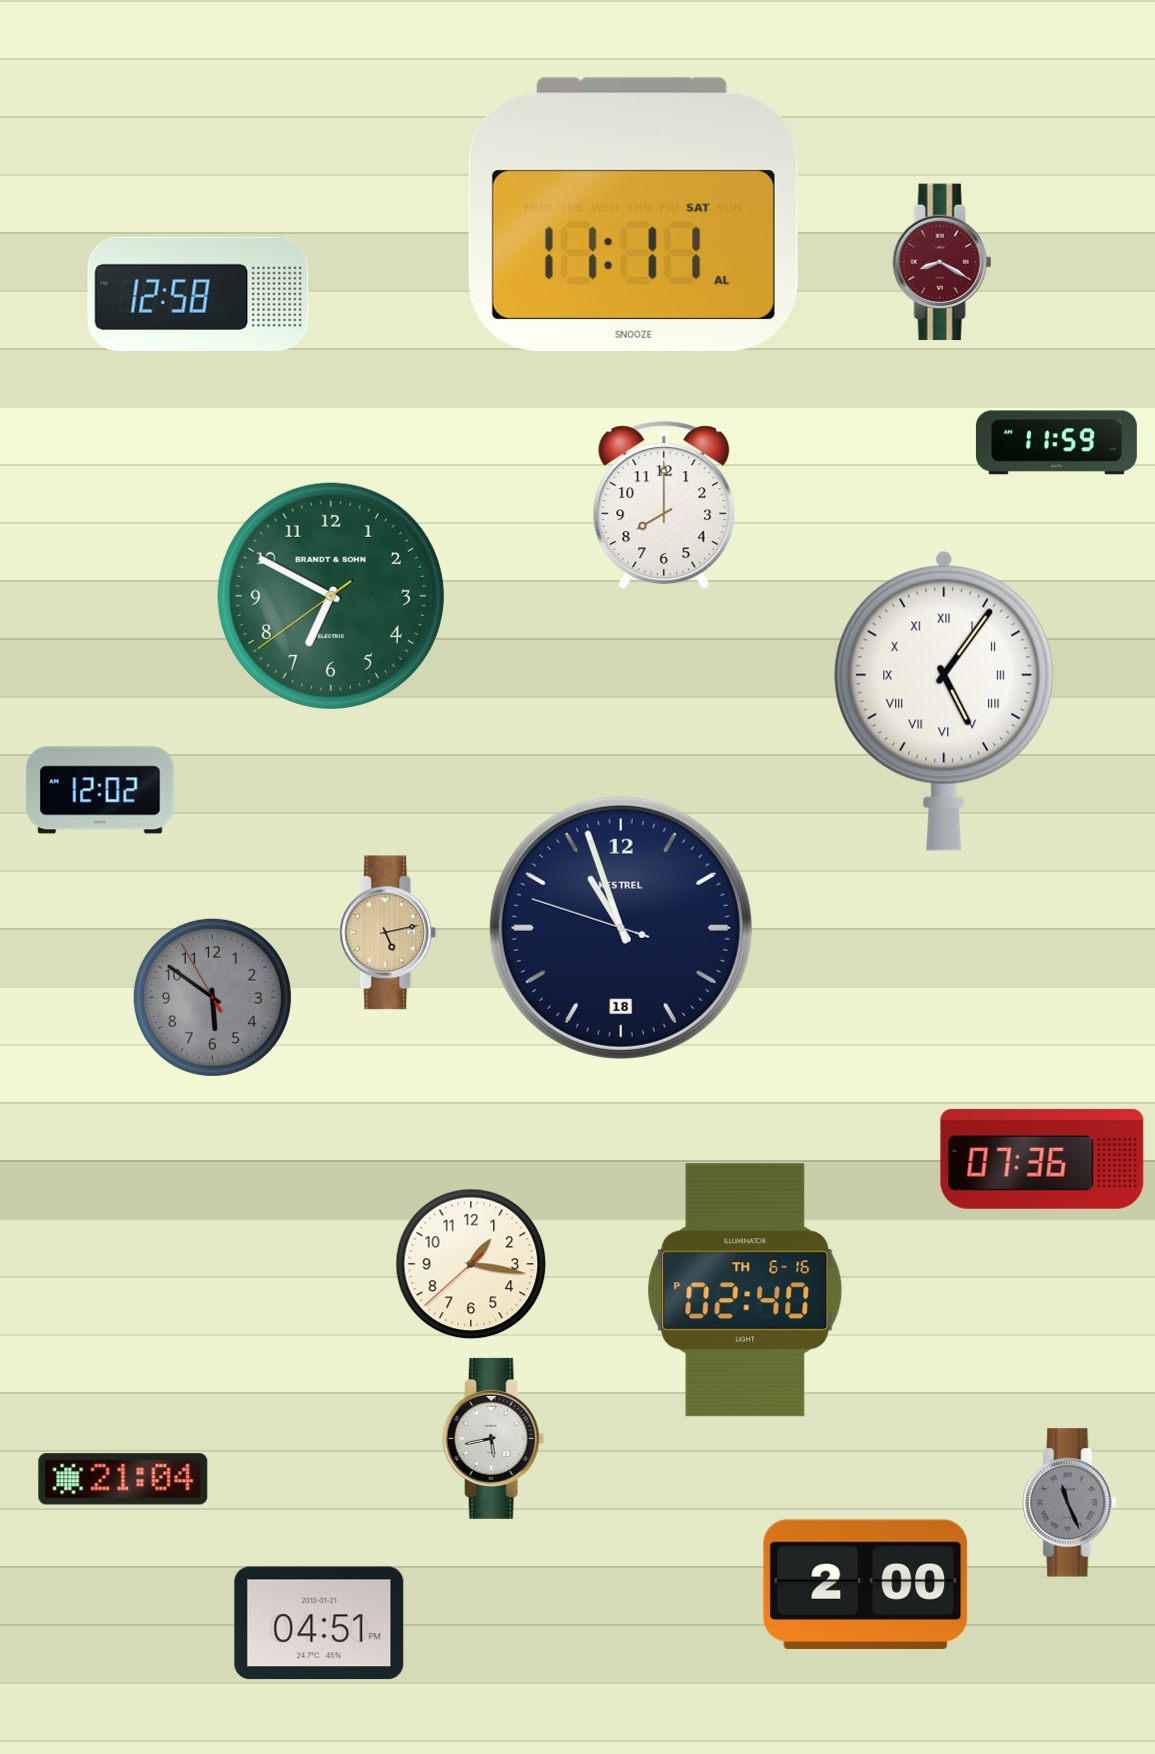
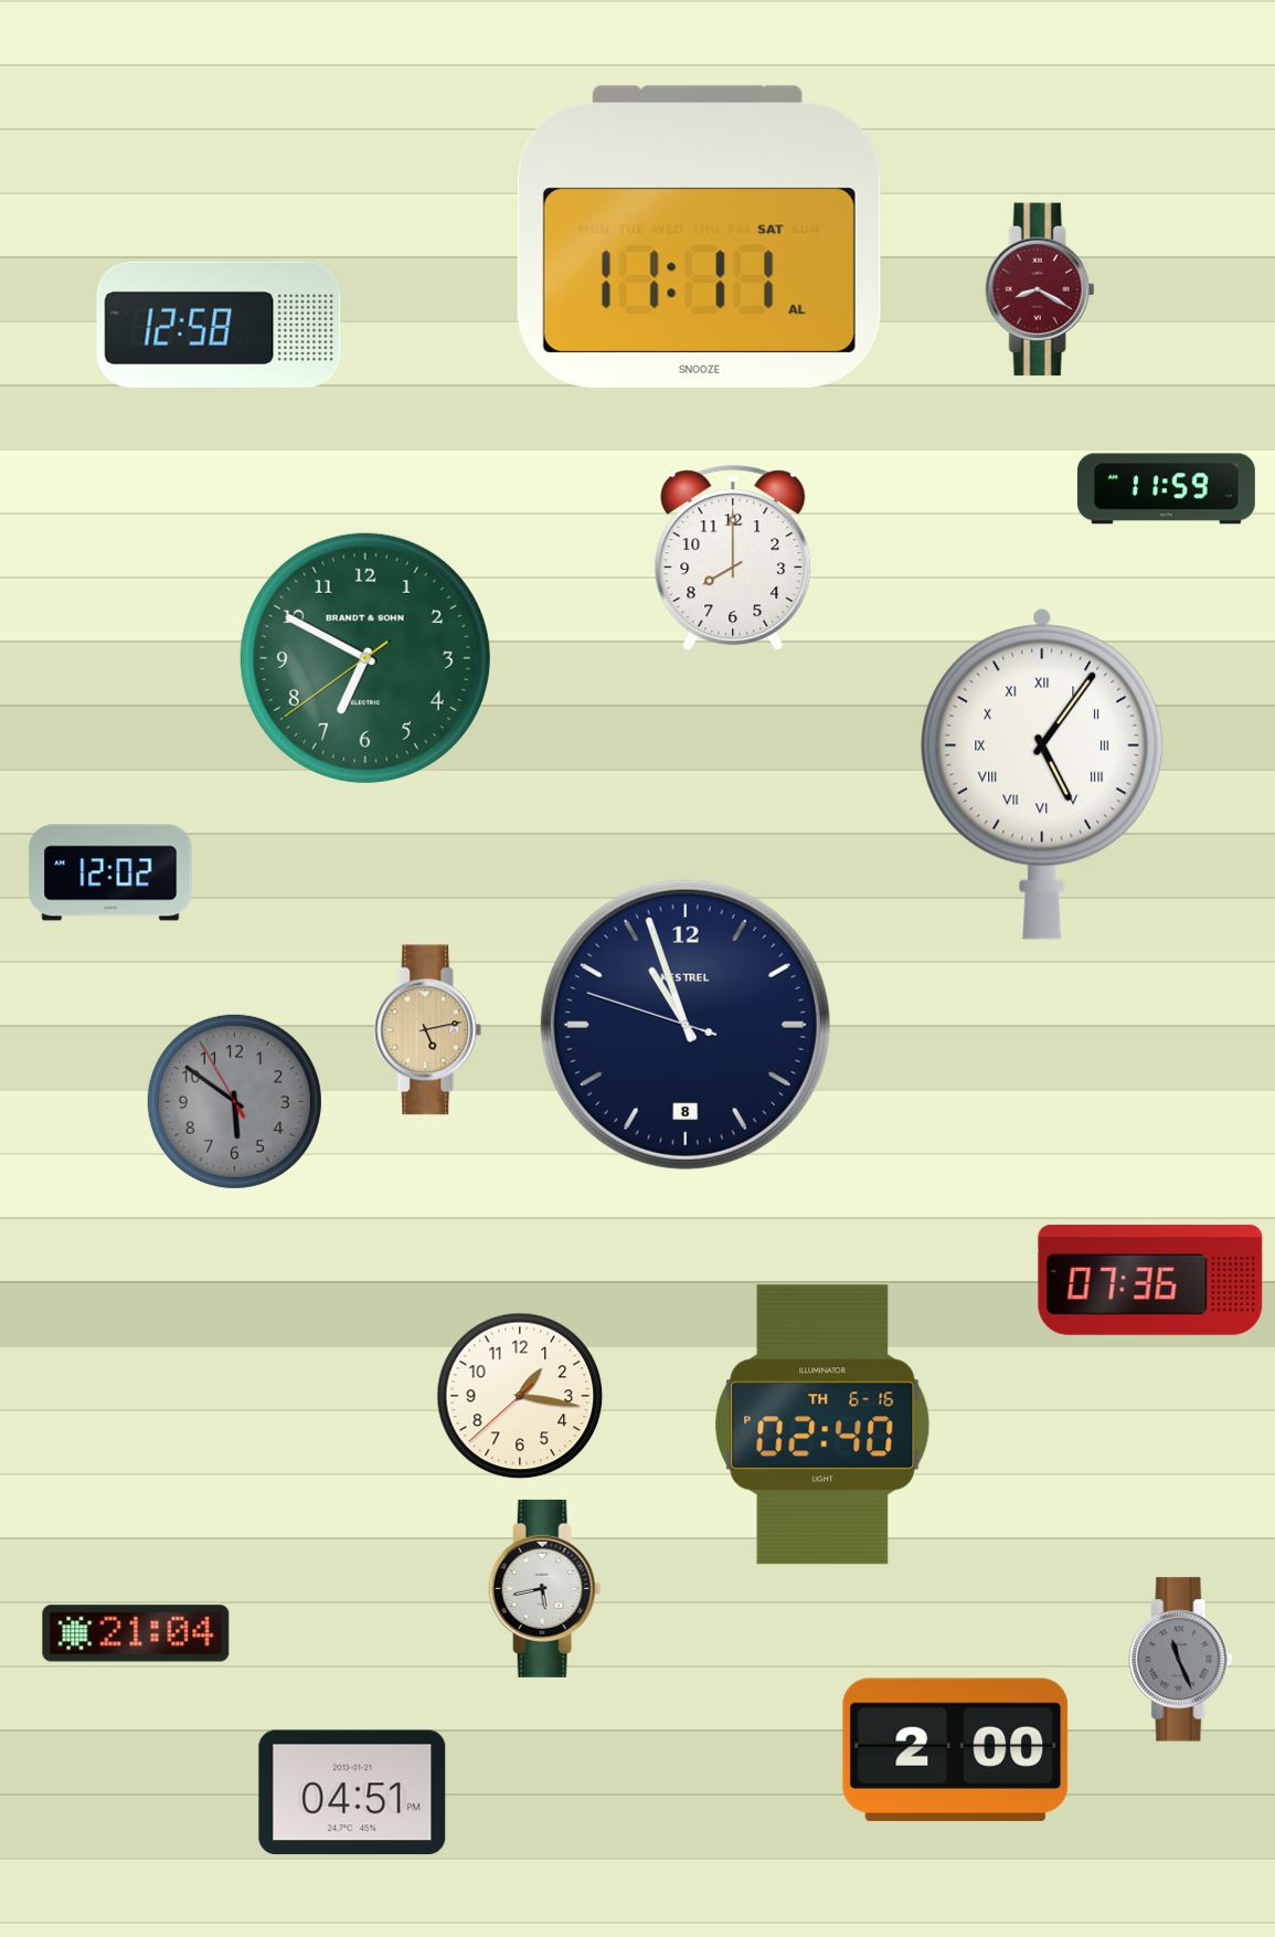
clock at (621, 928) date: 18 -> 8
